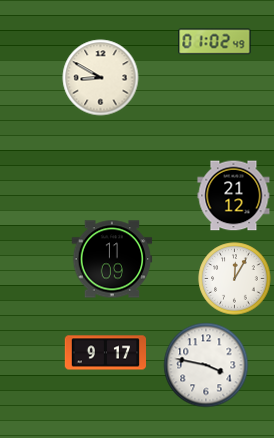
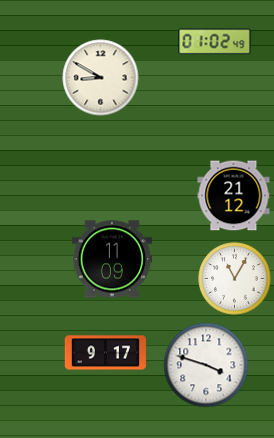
clock at (235, 279): 12:05 -> 11:05
clock at (206, 365): 3:47 -> 3:48
